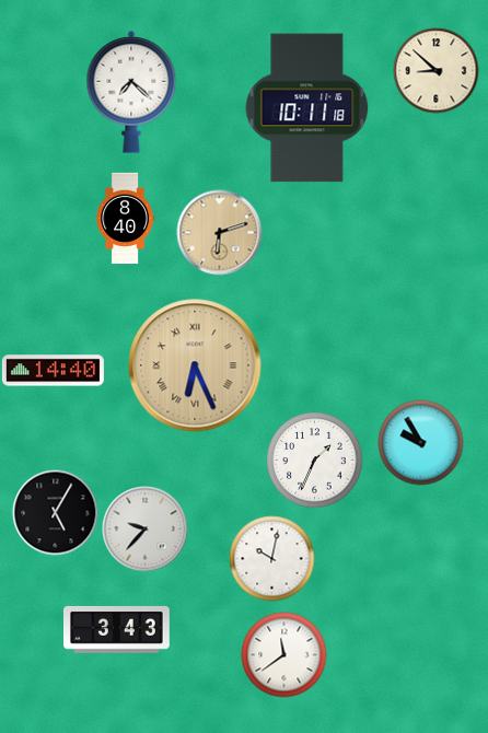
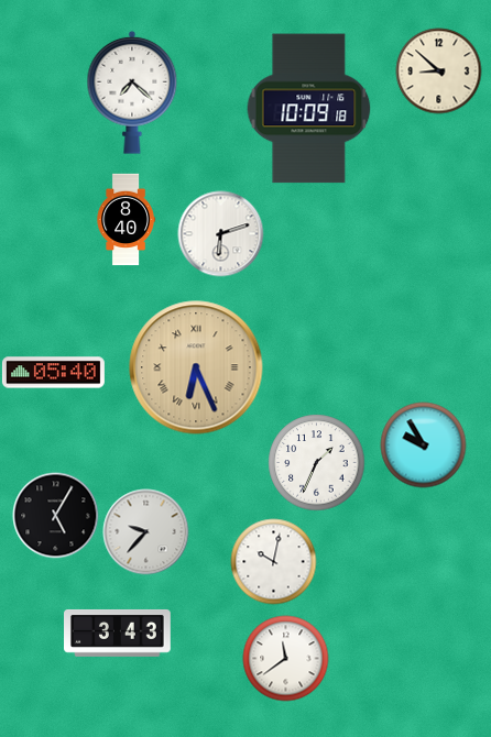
clock at (307, 108): 10:11 -> 10:09
clock at (219, 232) dial: champagne -> white
clock at (53, 371): 14:40 -> 05:40
